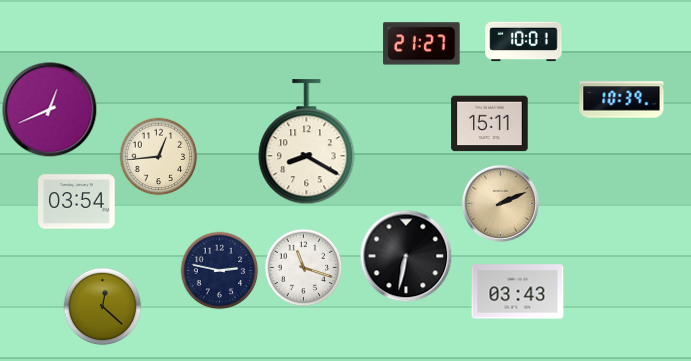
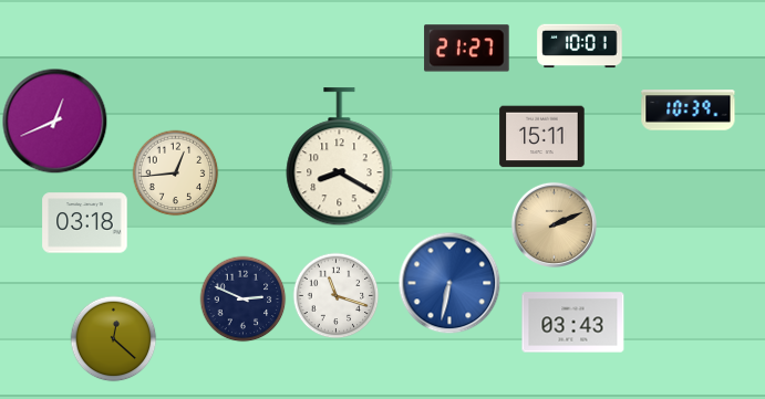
clock at (77, 202): 03:54 -> 03:18
clock at (406, 256) dial: black -> blue
clock at (219, 270): 2:47 -> 2:49
